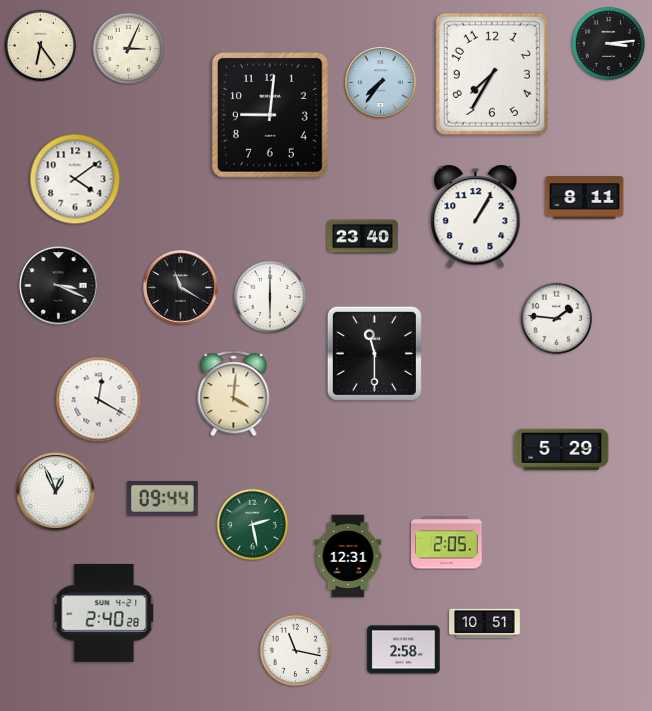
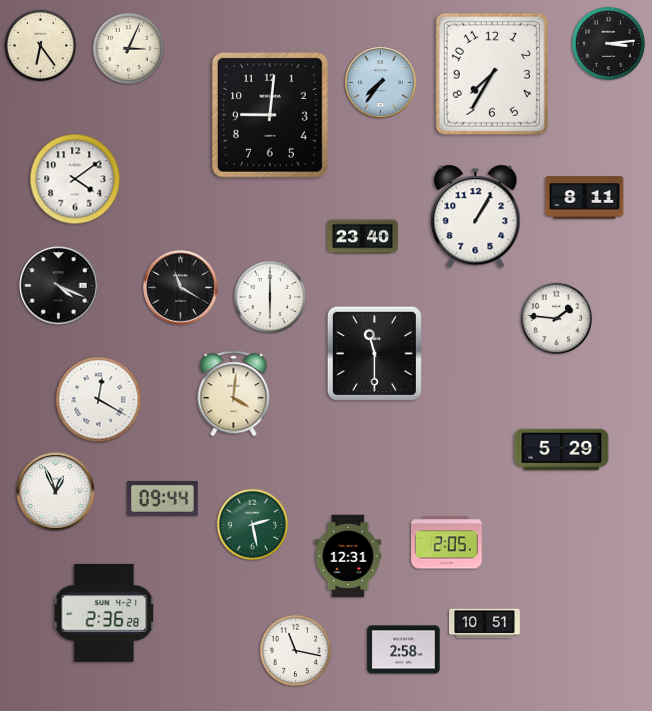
clock at (59, 286): 3:19 -> 4:19
clock at (104, 613): 2:40 -> 2:36
